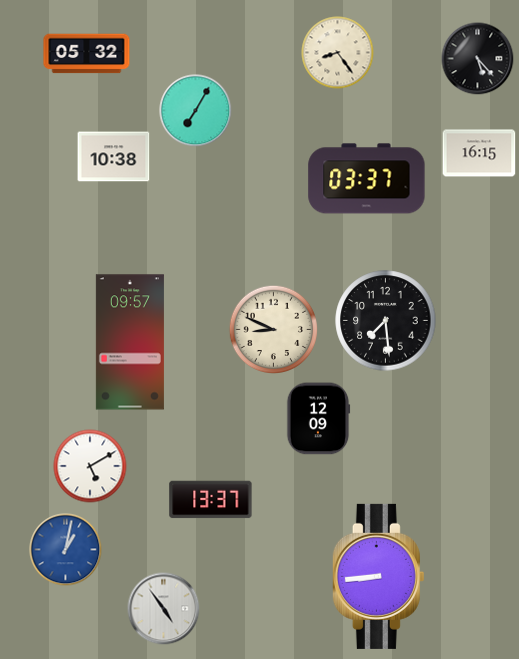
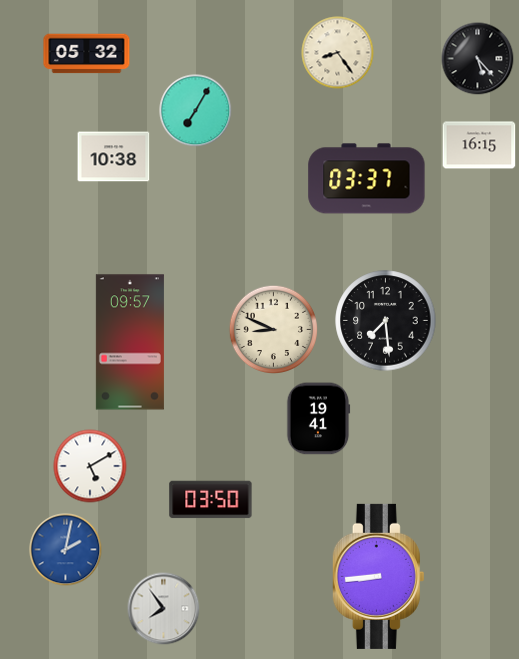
clock at (479, 153) position: (479, 153) -> (479, 145)
clock at (318, 419): 12:09 -> 19:41
clock at (211, 500): 13:37 -> 03:50
clock at (66, 550): 1:02 -> 2:02
clock at (164, 609): 4:54 -> 7:54
